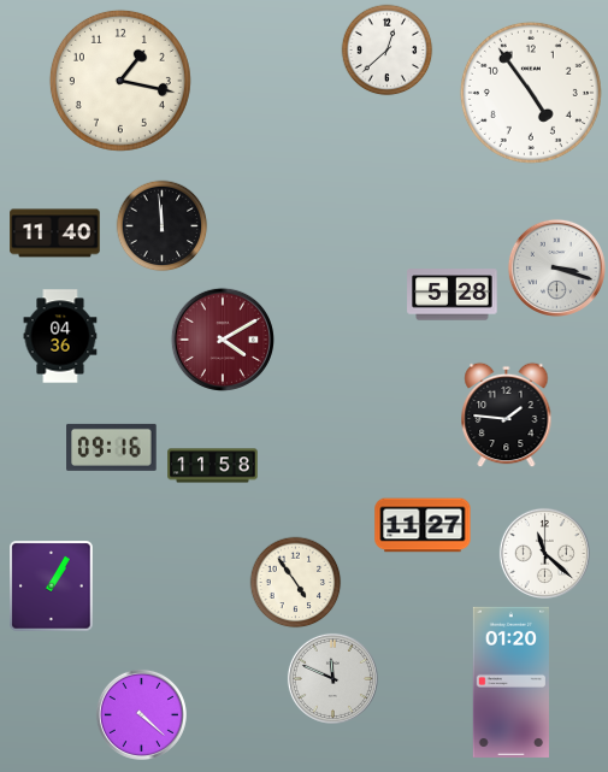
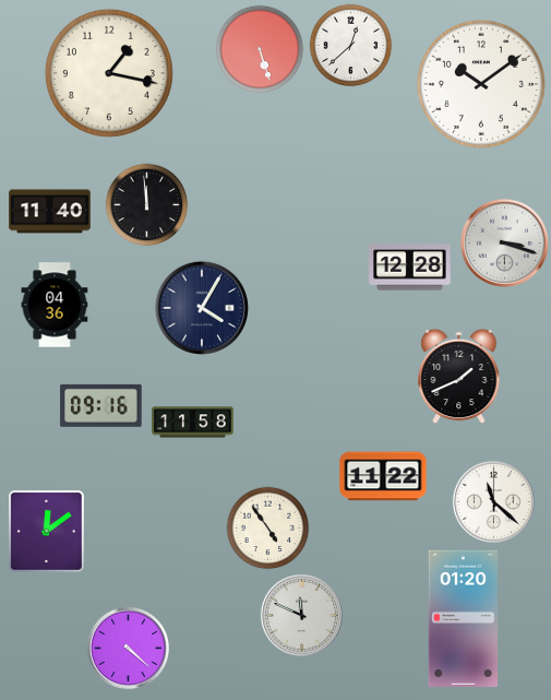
clock at (260, 49): none -> 5:27
clock at (531, 93): 4:54 -> 10:09
clock at (453, 295): 5:28 -> 12:28
clock at (223, 340): 4:10 -> 4:05
clock at (223, 340) dial: burgundy -> navy
clock at (507, 416): 1:46 -> 1:41
clock at (423, 525): 11:27 -> 11:22
clock at (52, 587): 1:05 -> 12:09
